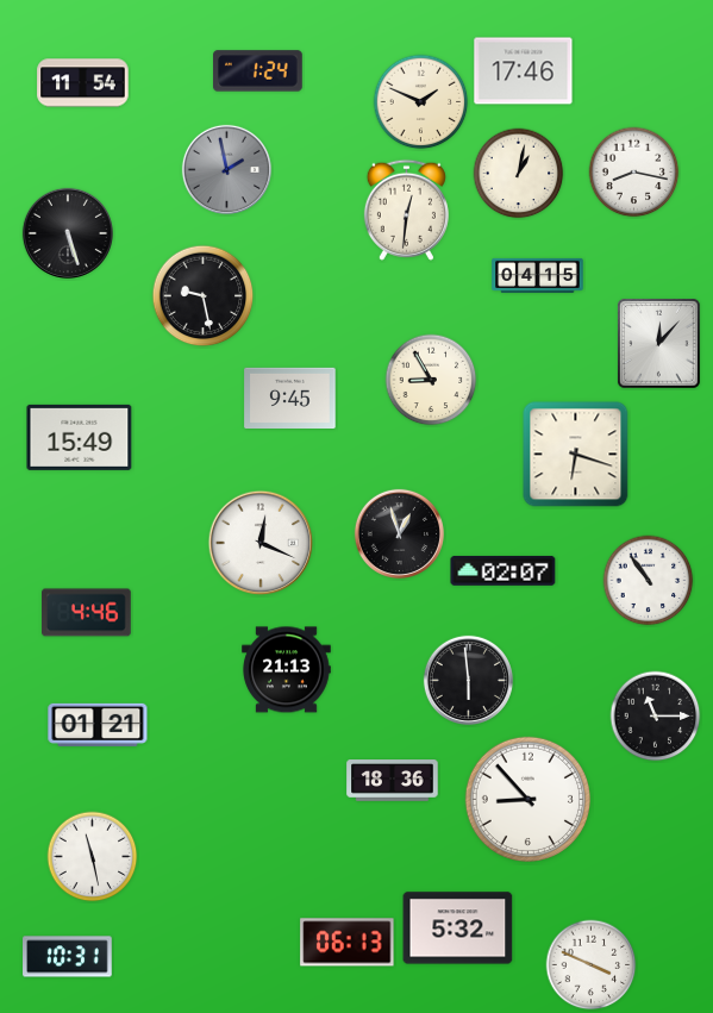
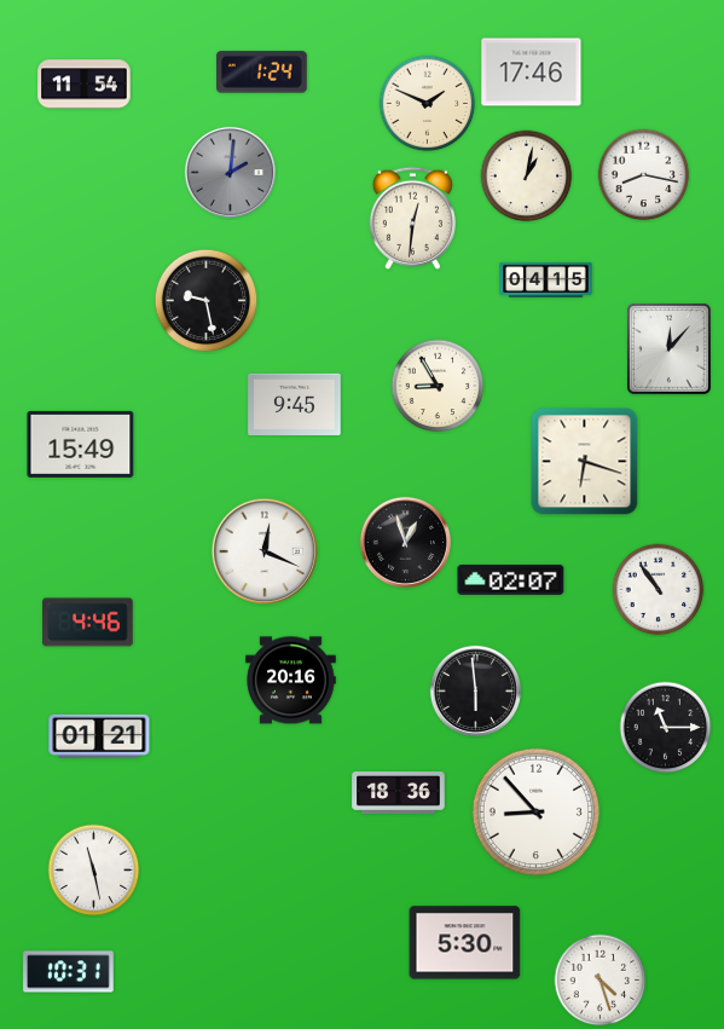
clock at (226, 169): 1:58 -> 2:01
clock at (406, 210) position: (406, 210) -> (412, 218)
clock at (68, 233): 5:27 -> none
clock at (287, 670): 21:13 -> 20:16
clock at (458, 928): 5:32 -> 5:30
clock at (348, 943): 06:13 -> none
clock at (592, 965): 3:49 -> 4:27
